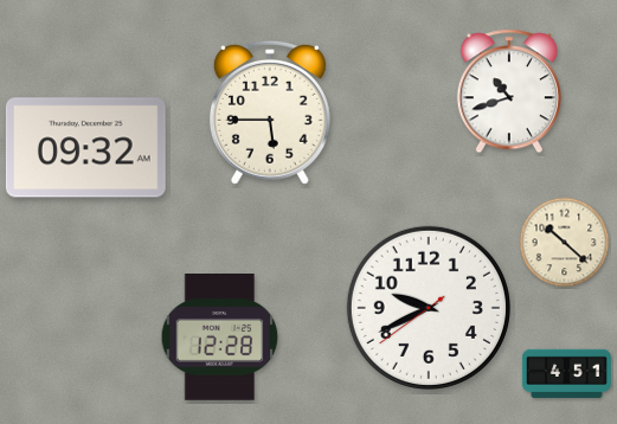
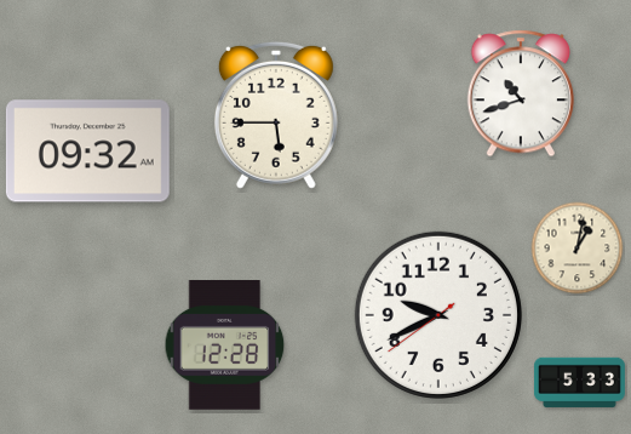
clock at (565, 243): 10:22 -> 1:02
clock at (566, 373): 4:51 -> 5:33
